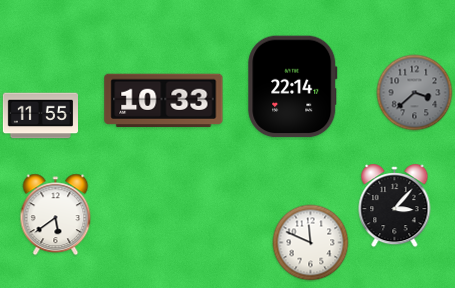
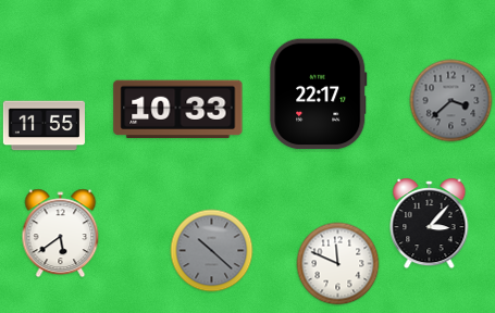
clock at (293, 87): 22:14 -> 22:17
clock at (212, 251): none -> 10:22
